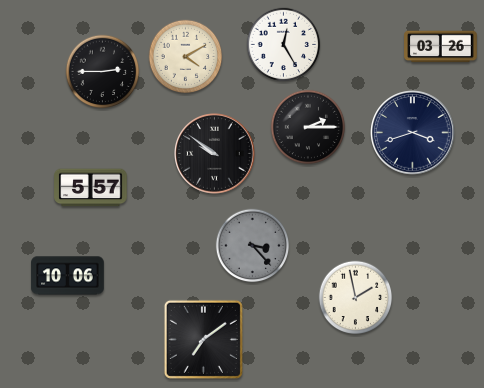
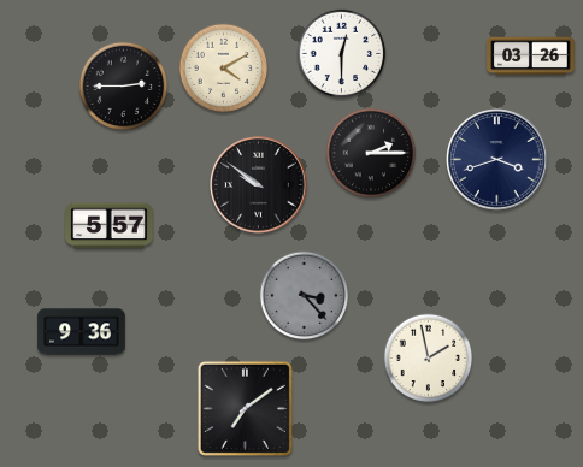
clock at (284, 45): 12:25 -> 12:30
clock at (68, 276): 10:06 -> 9:36
